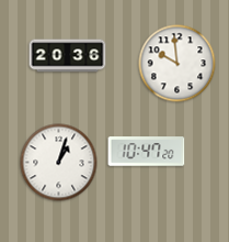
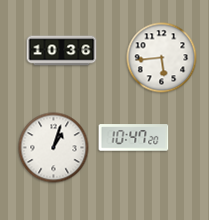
clock at (68, 56): 20:36 -> 10:36
clock at (178, 64): 9:59 -> 5:44
